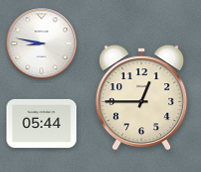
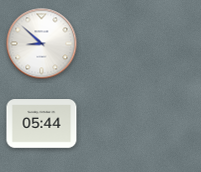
clock at (42, 44): 8:47 -> 8:52
clock at (142, 97): 12:45 -> none
